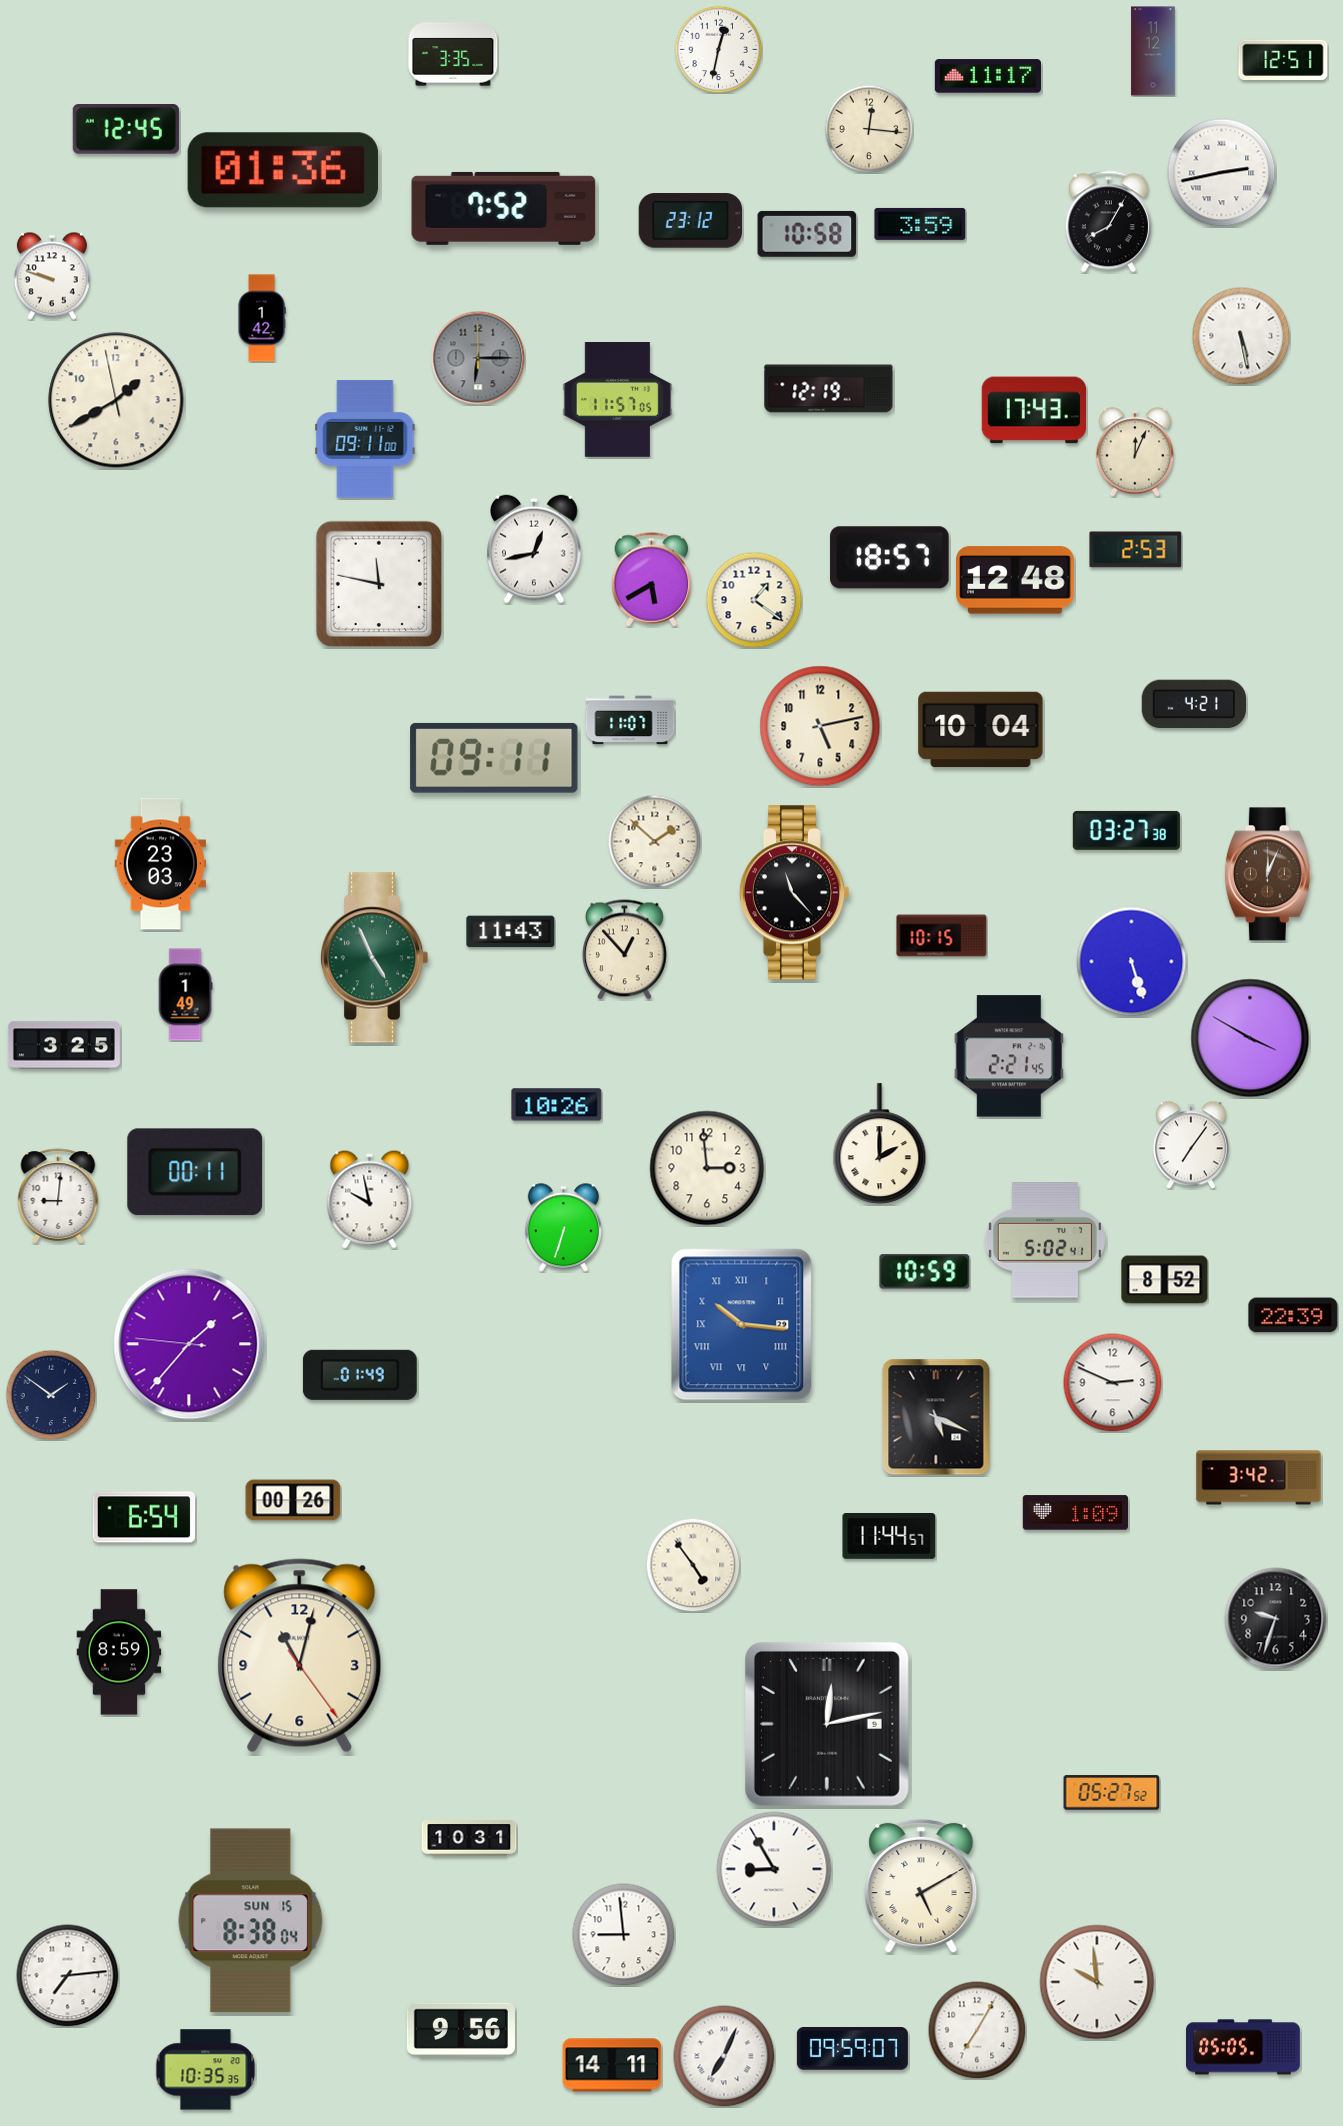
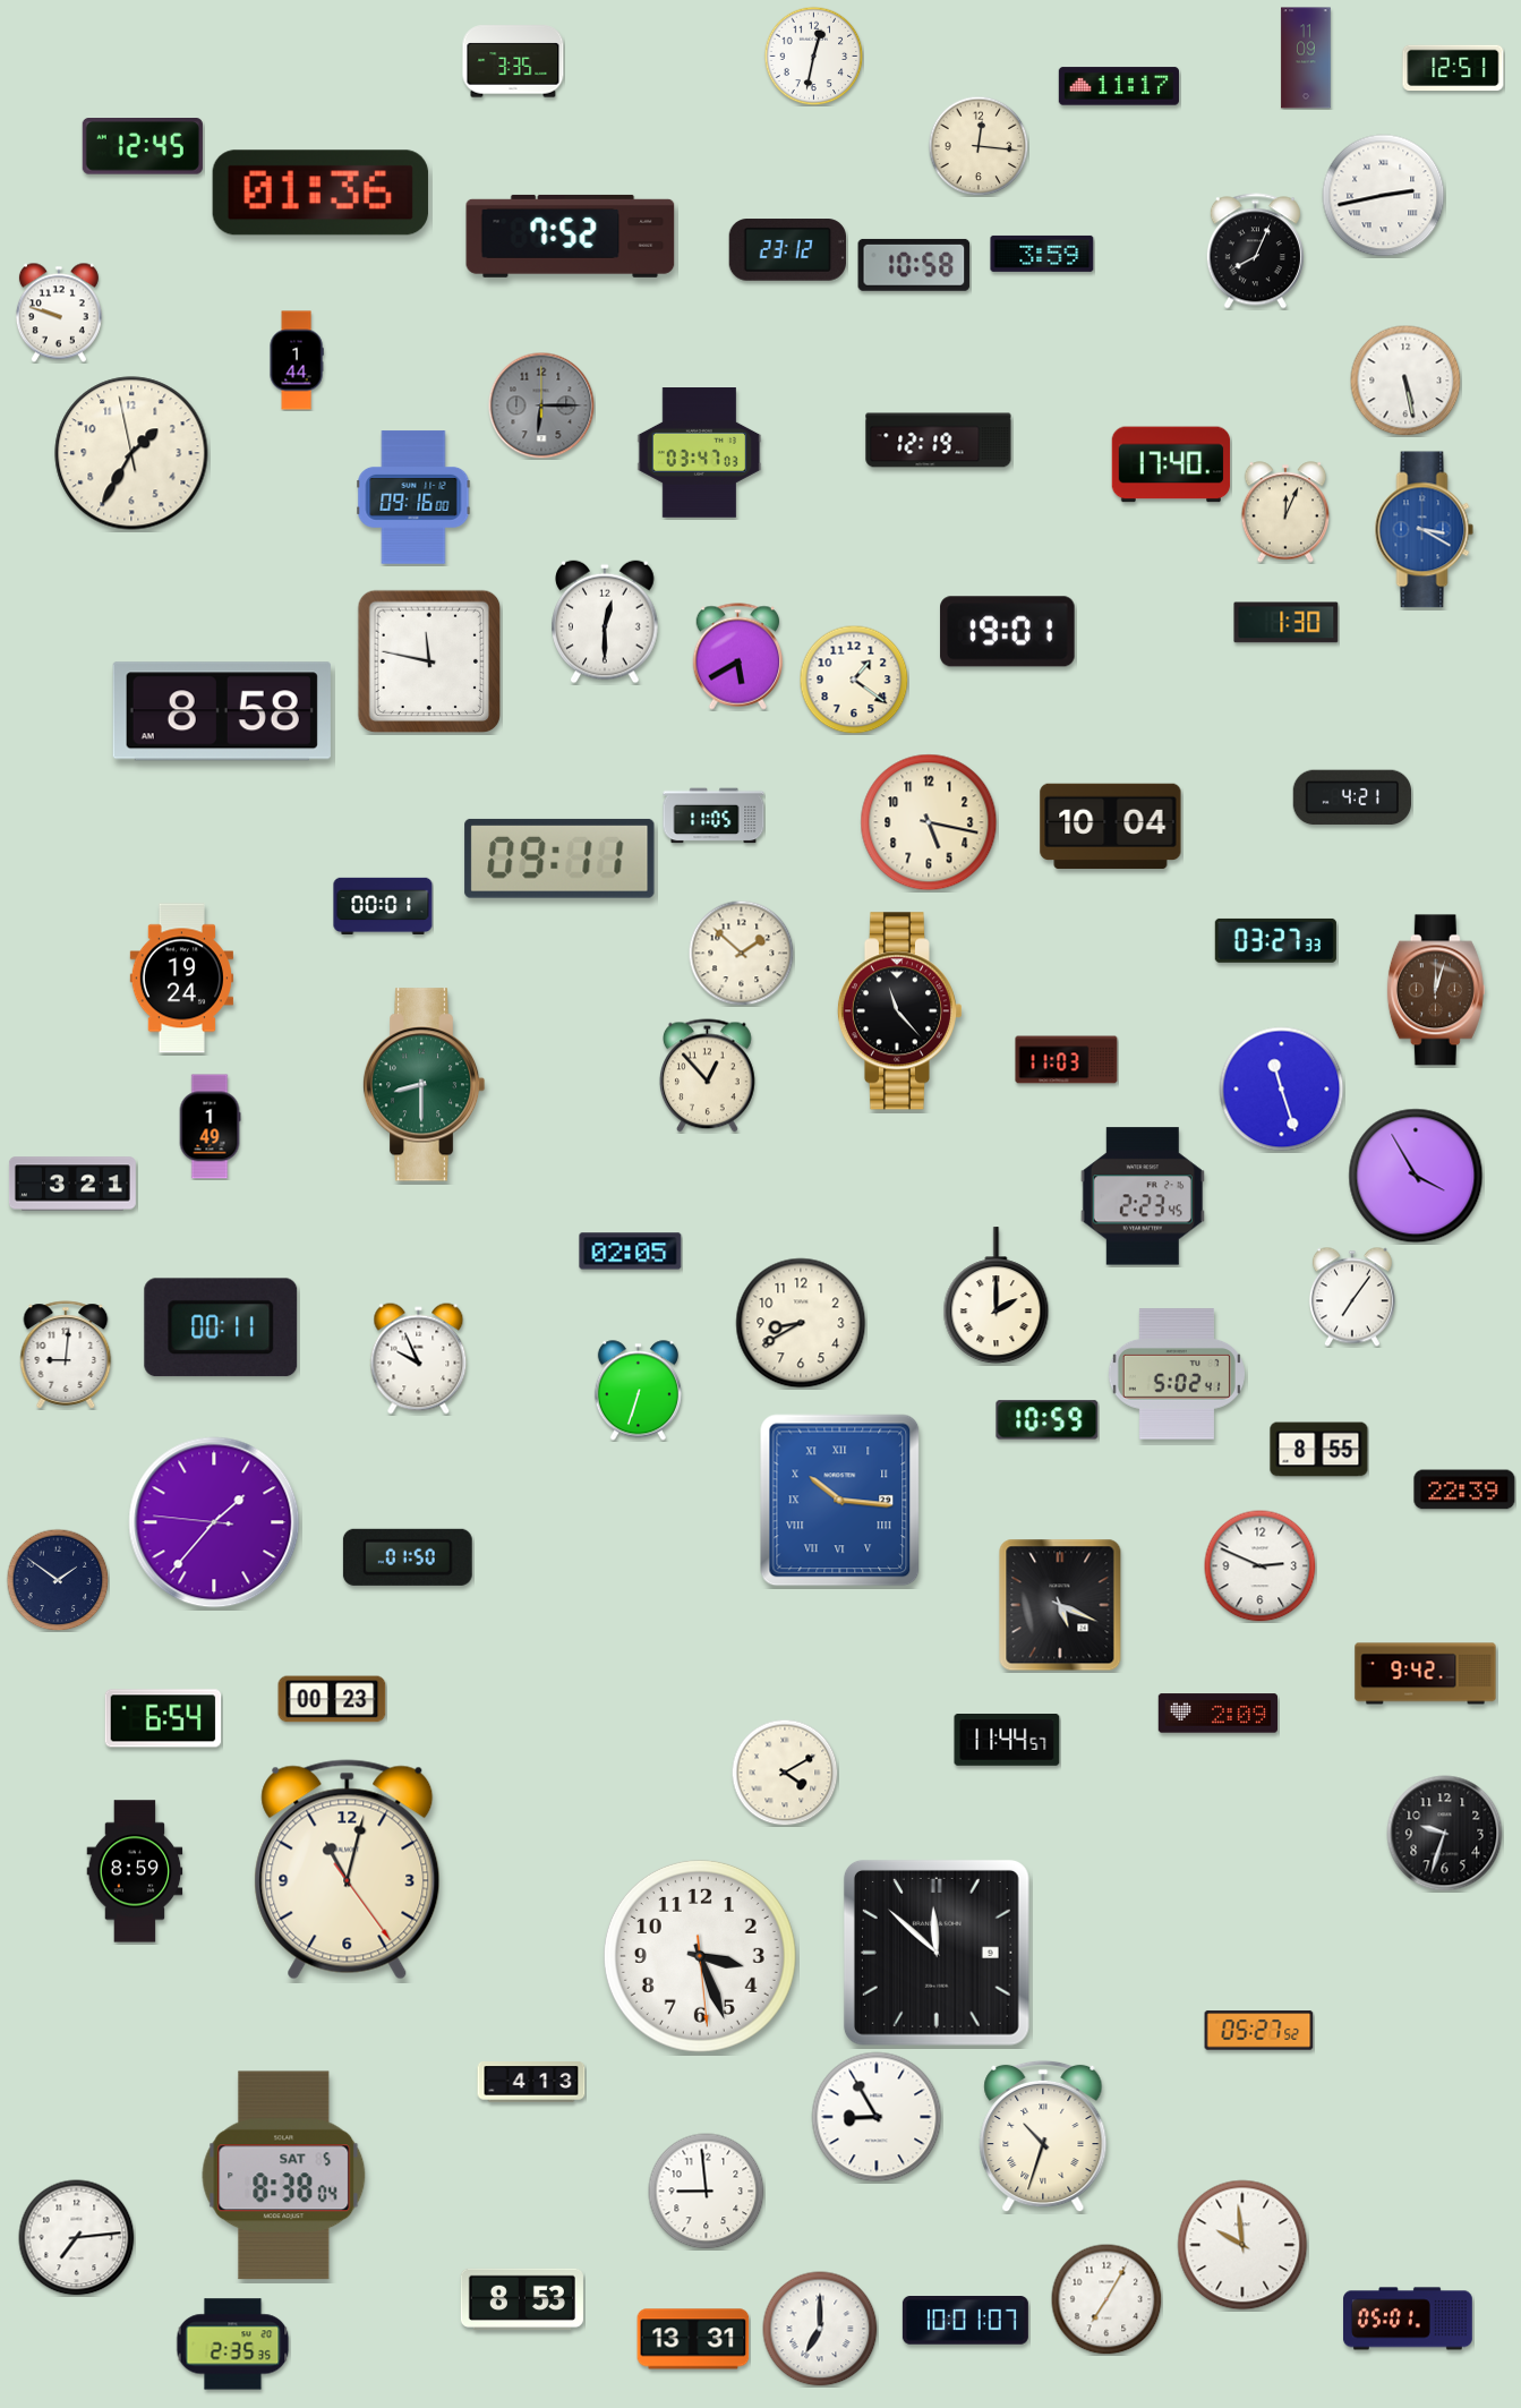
clock at (1153, 51): 11:12 -> 11:09
clock at (869, 129) position: (869, 129) -> (979, 146)
clock at (691, 221) position: (691, 221) -> (788, 250)
clock at (1108, 222): 8:05 -> 8:04
clock at (262, 318): 1:42 -> 1:44
clock at (116, 400): 1:39 -> 1:34
clock at (618, 400): 11:57 -> 03:47
clock at (1034, 410): 17:43 -> 17:40
clock at (365, 439): 09:11 -> 09:16
clock at (1425, 530): none -> 3:20
clock at (534, 549): 12:43 -> 12:30
clock at (1136, 550): 2:53 -> 1:30
clock at (890, 558): 18:57 -> 19:01
clock at (1015, 580): 12:48 -> none
clock at (222, 711): none -> 8:58
clock at (630, 720): 11:07 -> 11:05
clock at (820, 726): 5:13 -> 5:17
clock at (383, 905): none -> 00:01
clock at (1126, 830): 03:27:38 -> 03:27:33
clock at (160, 864): 23:03 -> 19:24
clock at (1268, 874): 12:04 -> 12:03
clock at (511, 932): 11:43 -> none
clock at (942, 936): 10:15 -> 11:03
clock at (374, 958): 4:56 -> 8:30
clock at (1132, 962): 5:27 -> 11:27
clock at (1250, 1038): 3:50 -> 3:55
clock at (64, 1045): 3:25 -> 3:21
clock at (1009, 1056): 2:21 -> 2:23
clock at (557, 1105): 10:26 -> 02:05
clock at (1191, 1145) position: (1191, 1145) -> (1352, 1297)
clock at (707, 1168): 2:59 -> 8:40
clock at (370, 1200): 9:58 -> 9:56
clock at (1045, 1240) position: (1045, 1240) -> (1177, 1374)
clock at (925, 1272) position: (925, 1272) -> (1048, 1420)
clock at (1165, 1280): 8:52 -> 8:55
clock at (360, 1375): 01:49 -> 01:50
clock at (1259, 1478): 3:42 -> 9:42
clock at (293, 1500): 00:26 -> 00:23
clock at (1075, 1513): 1:09 -> 2:09
clock at (693, 1565): 4:54 -> 4:10
clock at (300, 1656) position: (300, 1656) -> (348, 1870)
clock at (827, 1724): 12:13 -> 11:52
clock at (700, 1956): none -> 3:26
clock at (469, 1839): 10:31 -> 4:13
clock at (921, 1886): 5:10 -> 10:33
clock at (251, 1921) date: SUN 15 -> SAT 5
clock at (461, 2030): 9:56 -> 8:53
clock at (1244, 2047): 05:05 -> 05:01
clock at (852, 2049): 09:59 -> 10:01
clock at (724, 2056): 7:04 -> 7:00
clock at (612, 2065): 14:11 -> 13:31
clock at (206, 2070): 10:35 -> 2:35
